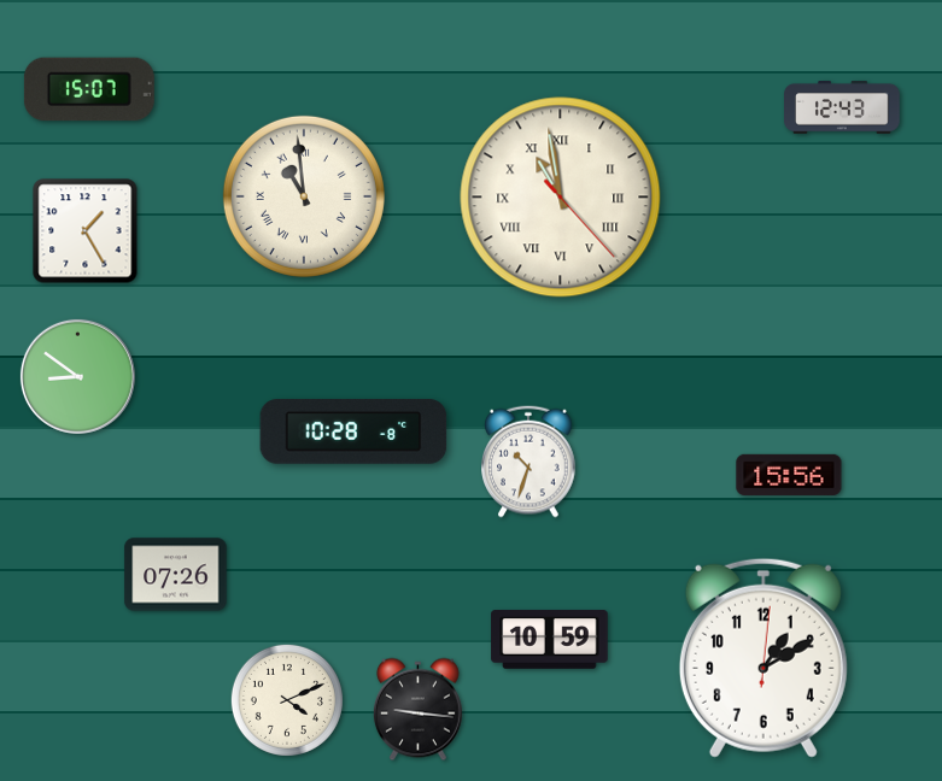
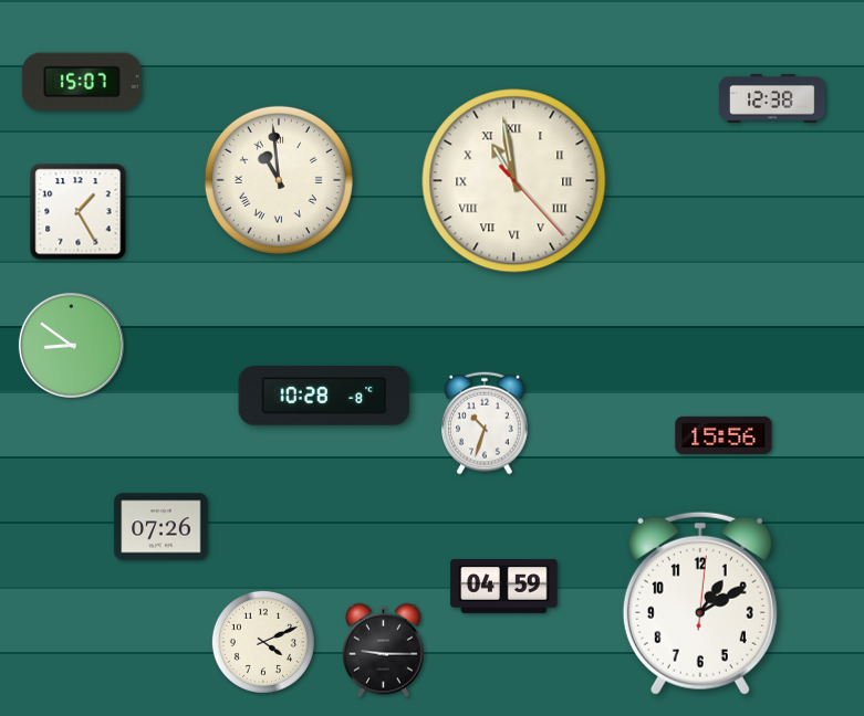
clock at (843, 108): 12:43 -> 12:38
clock at (550, 640): 10:59 -> 04:59
clock at (419, 710): 9:16 -> 9:15
